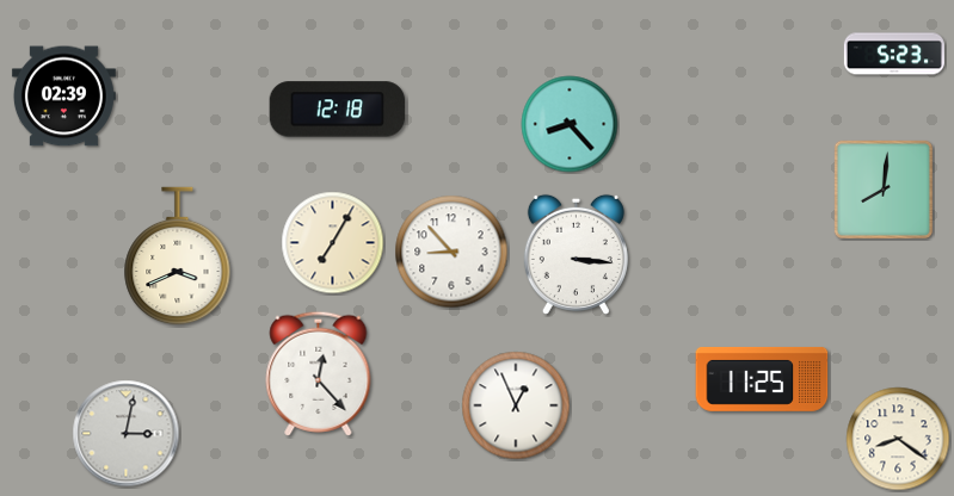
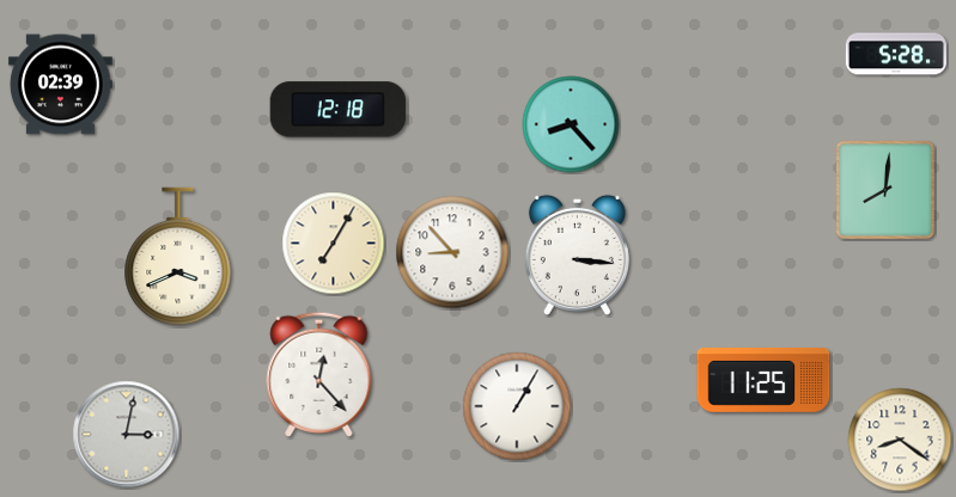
clock at (894, 54): 5:23 -> 5:28
clock at (63, 97) position: (63, 97) -> (60, 85)
clock at (516, 405): 12:56 -> 1:05
